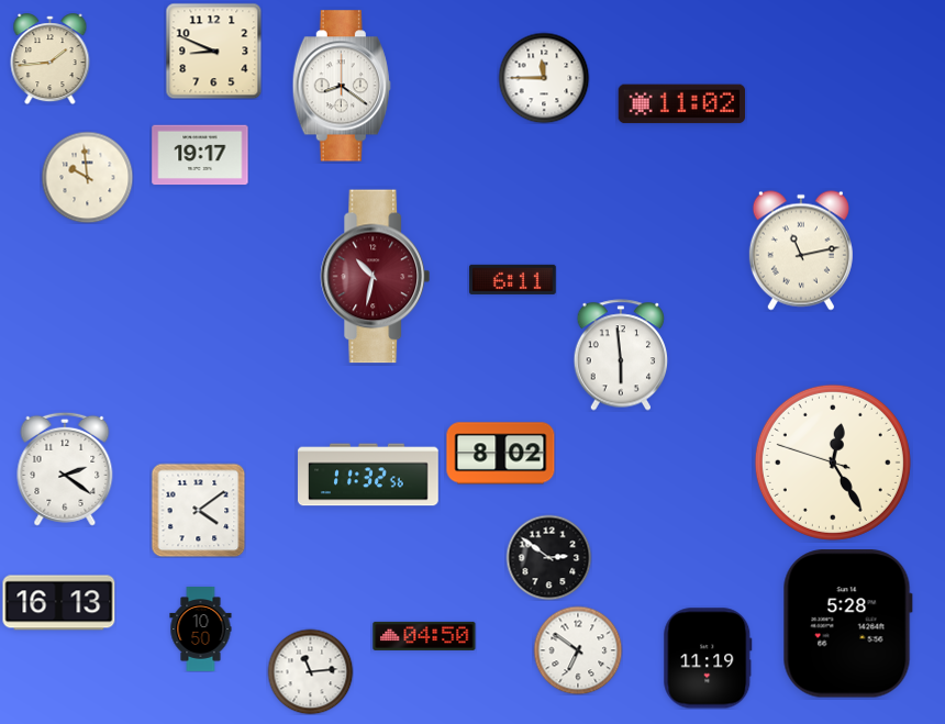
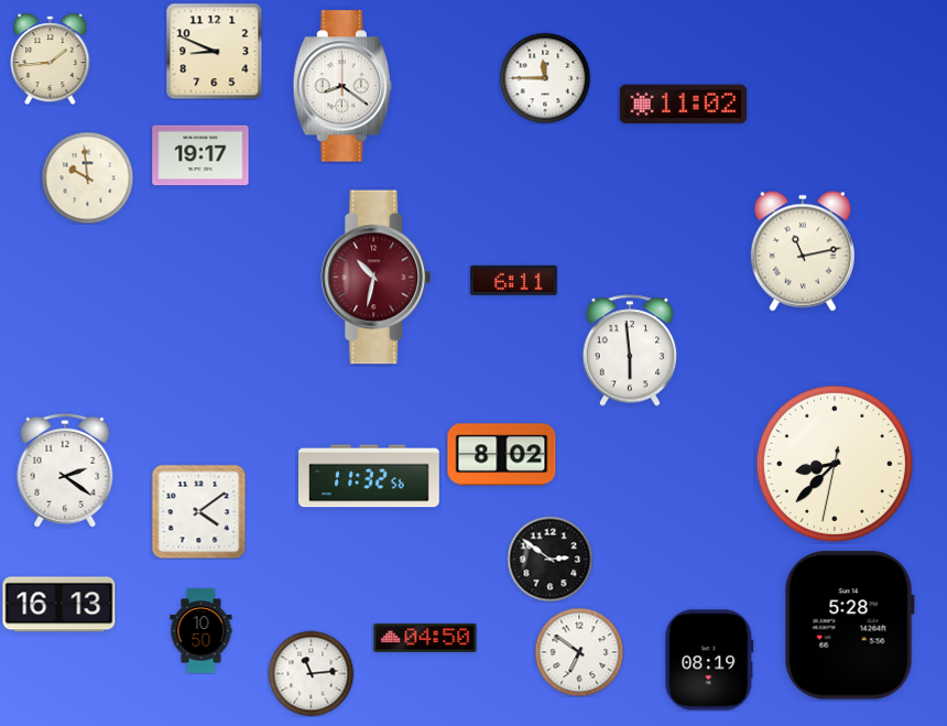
clock at (621, 355) position: (621, 355) -> (630, 350)
clock at (833, 463): 12:24 -> 8:37
clock at (708, 658): 11:19 -> 08:19
